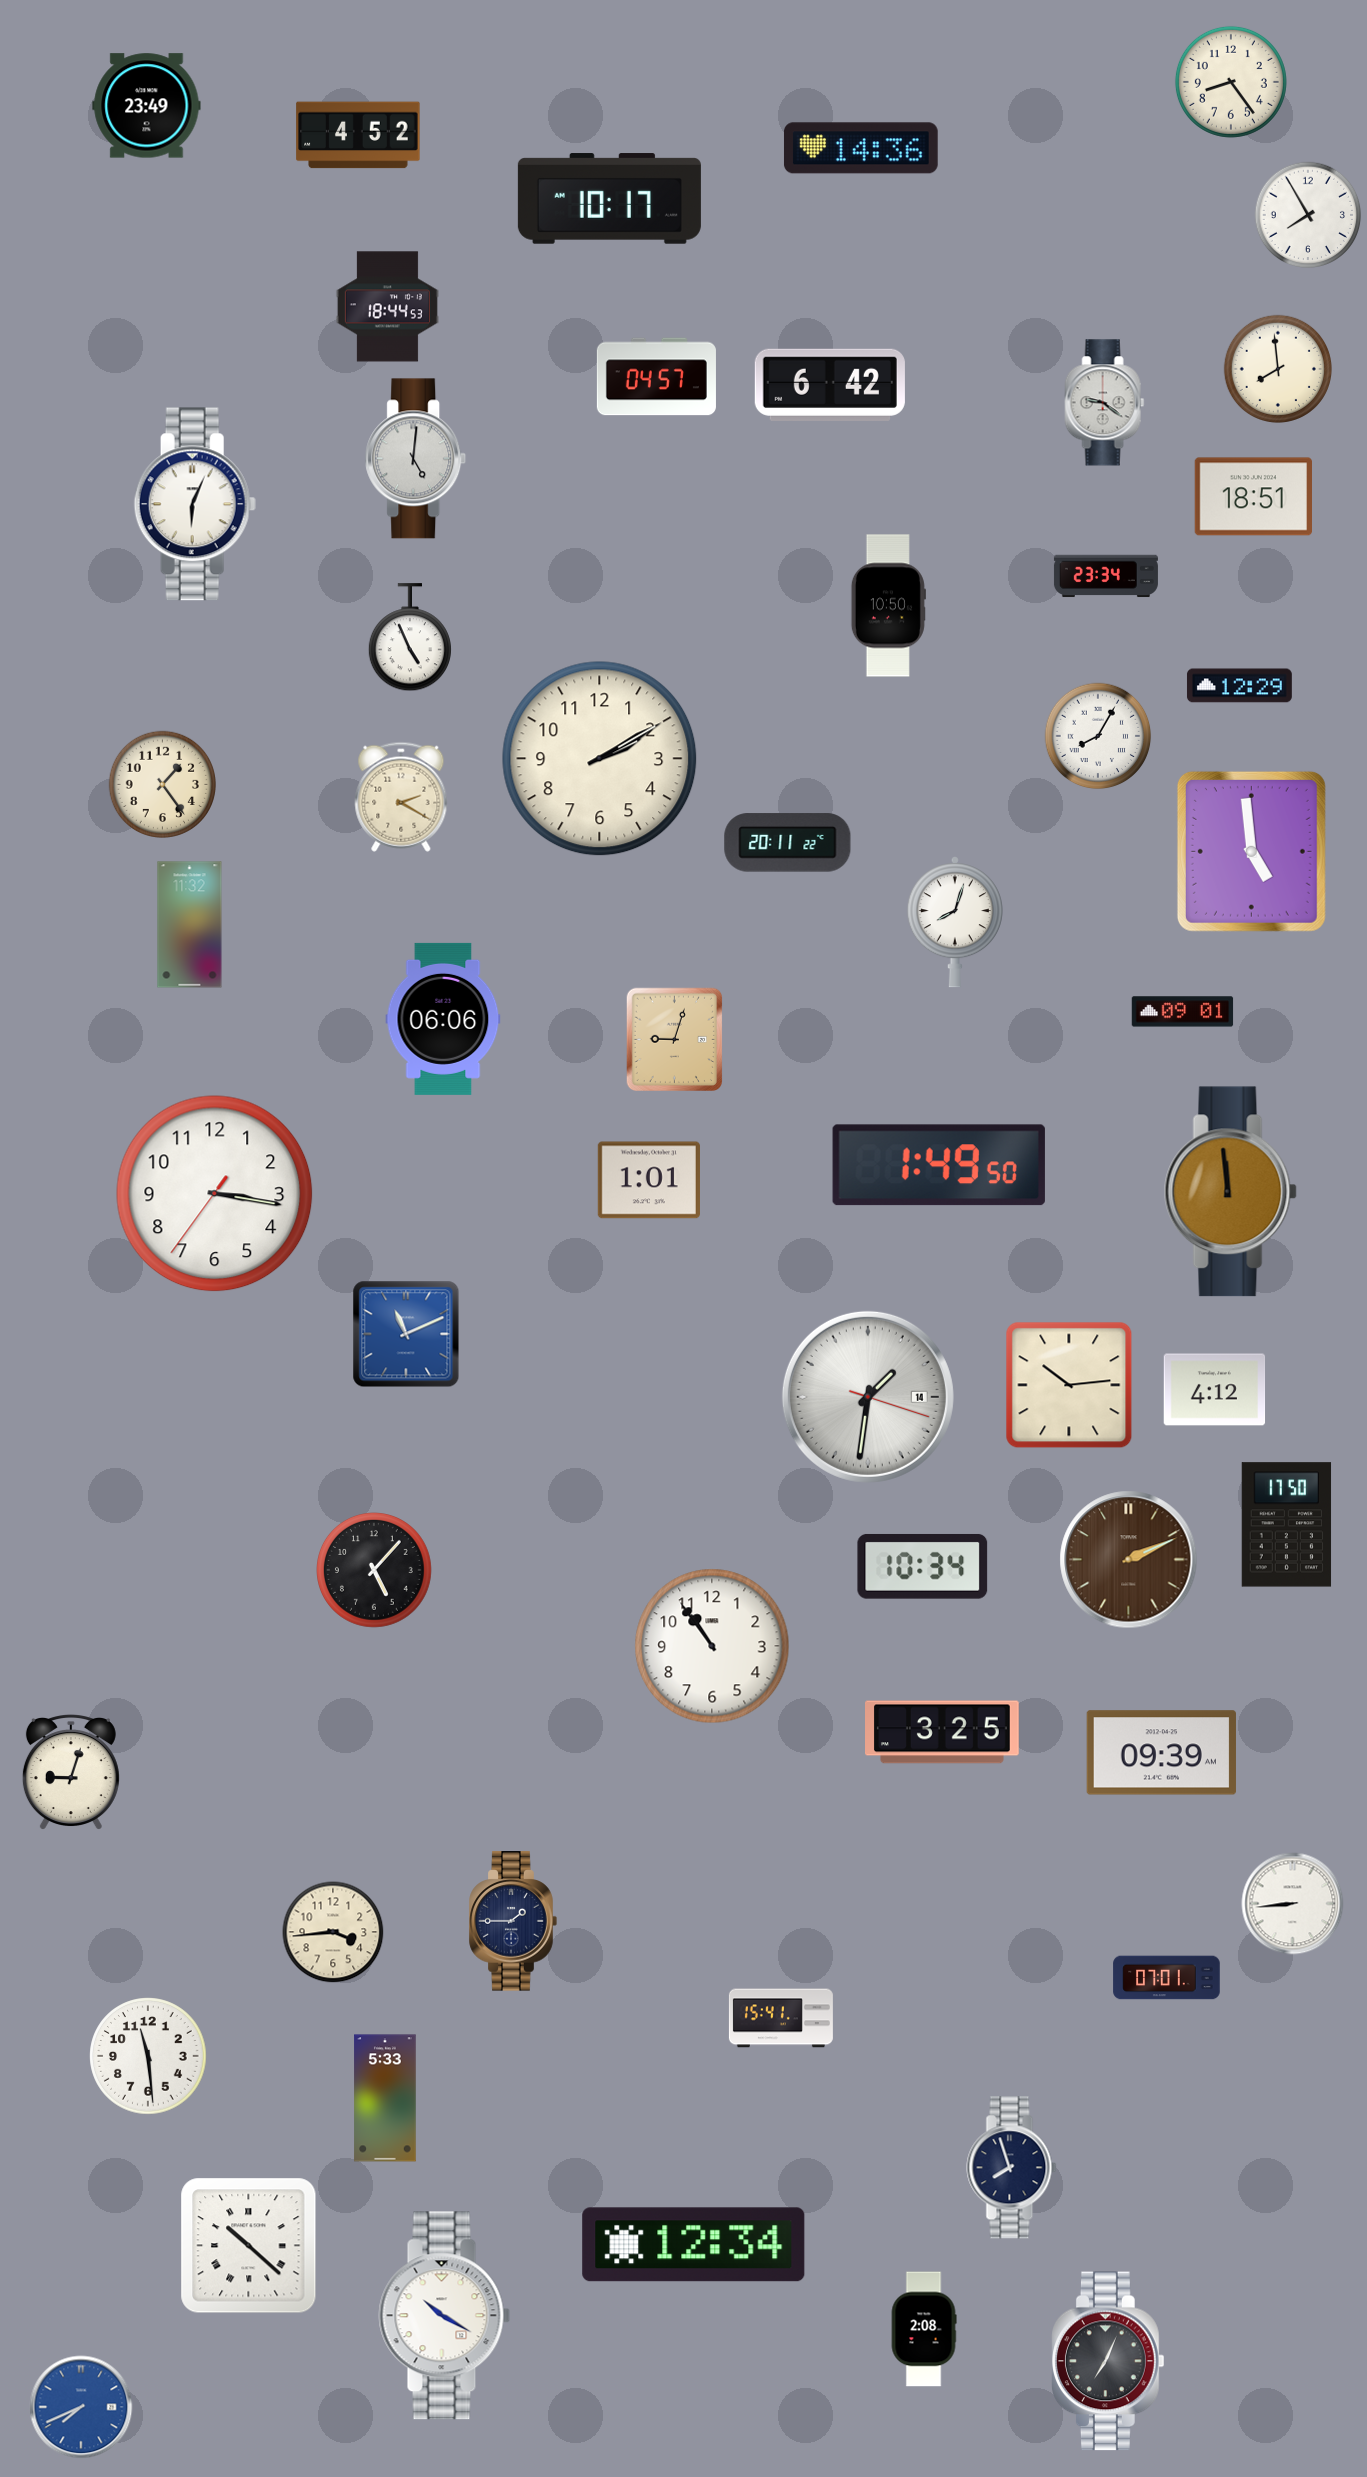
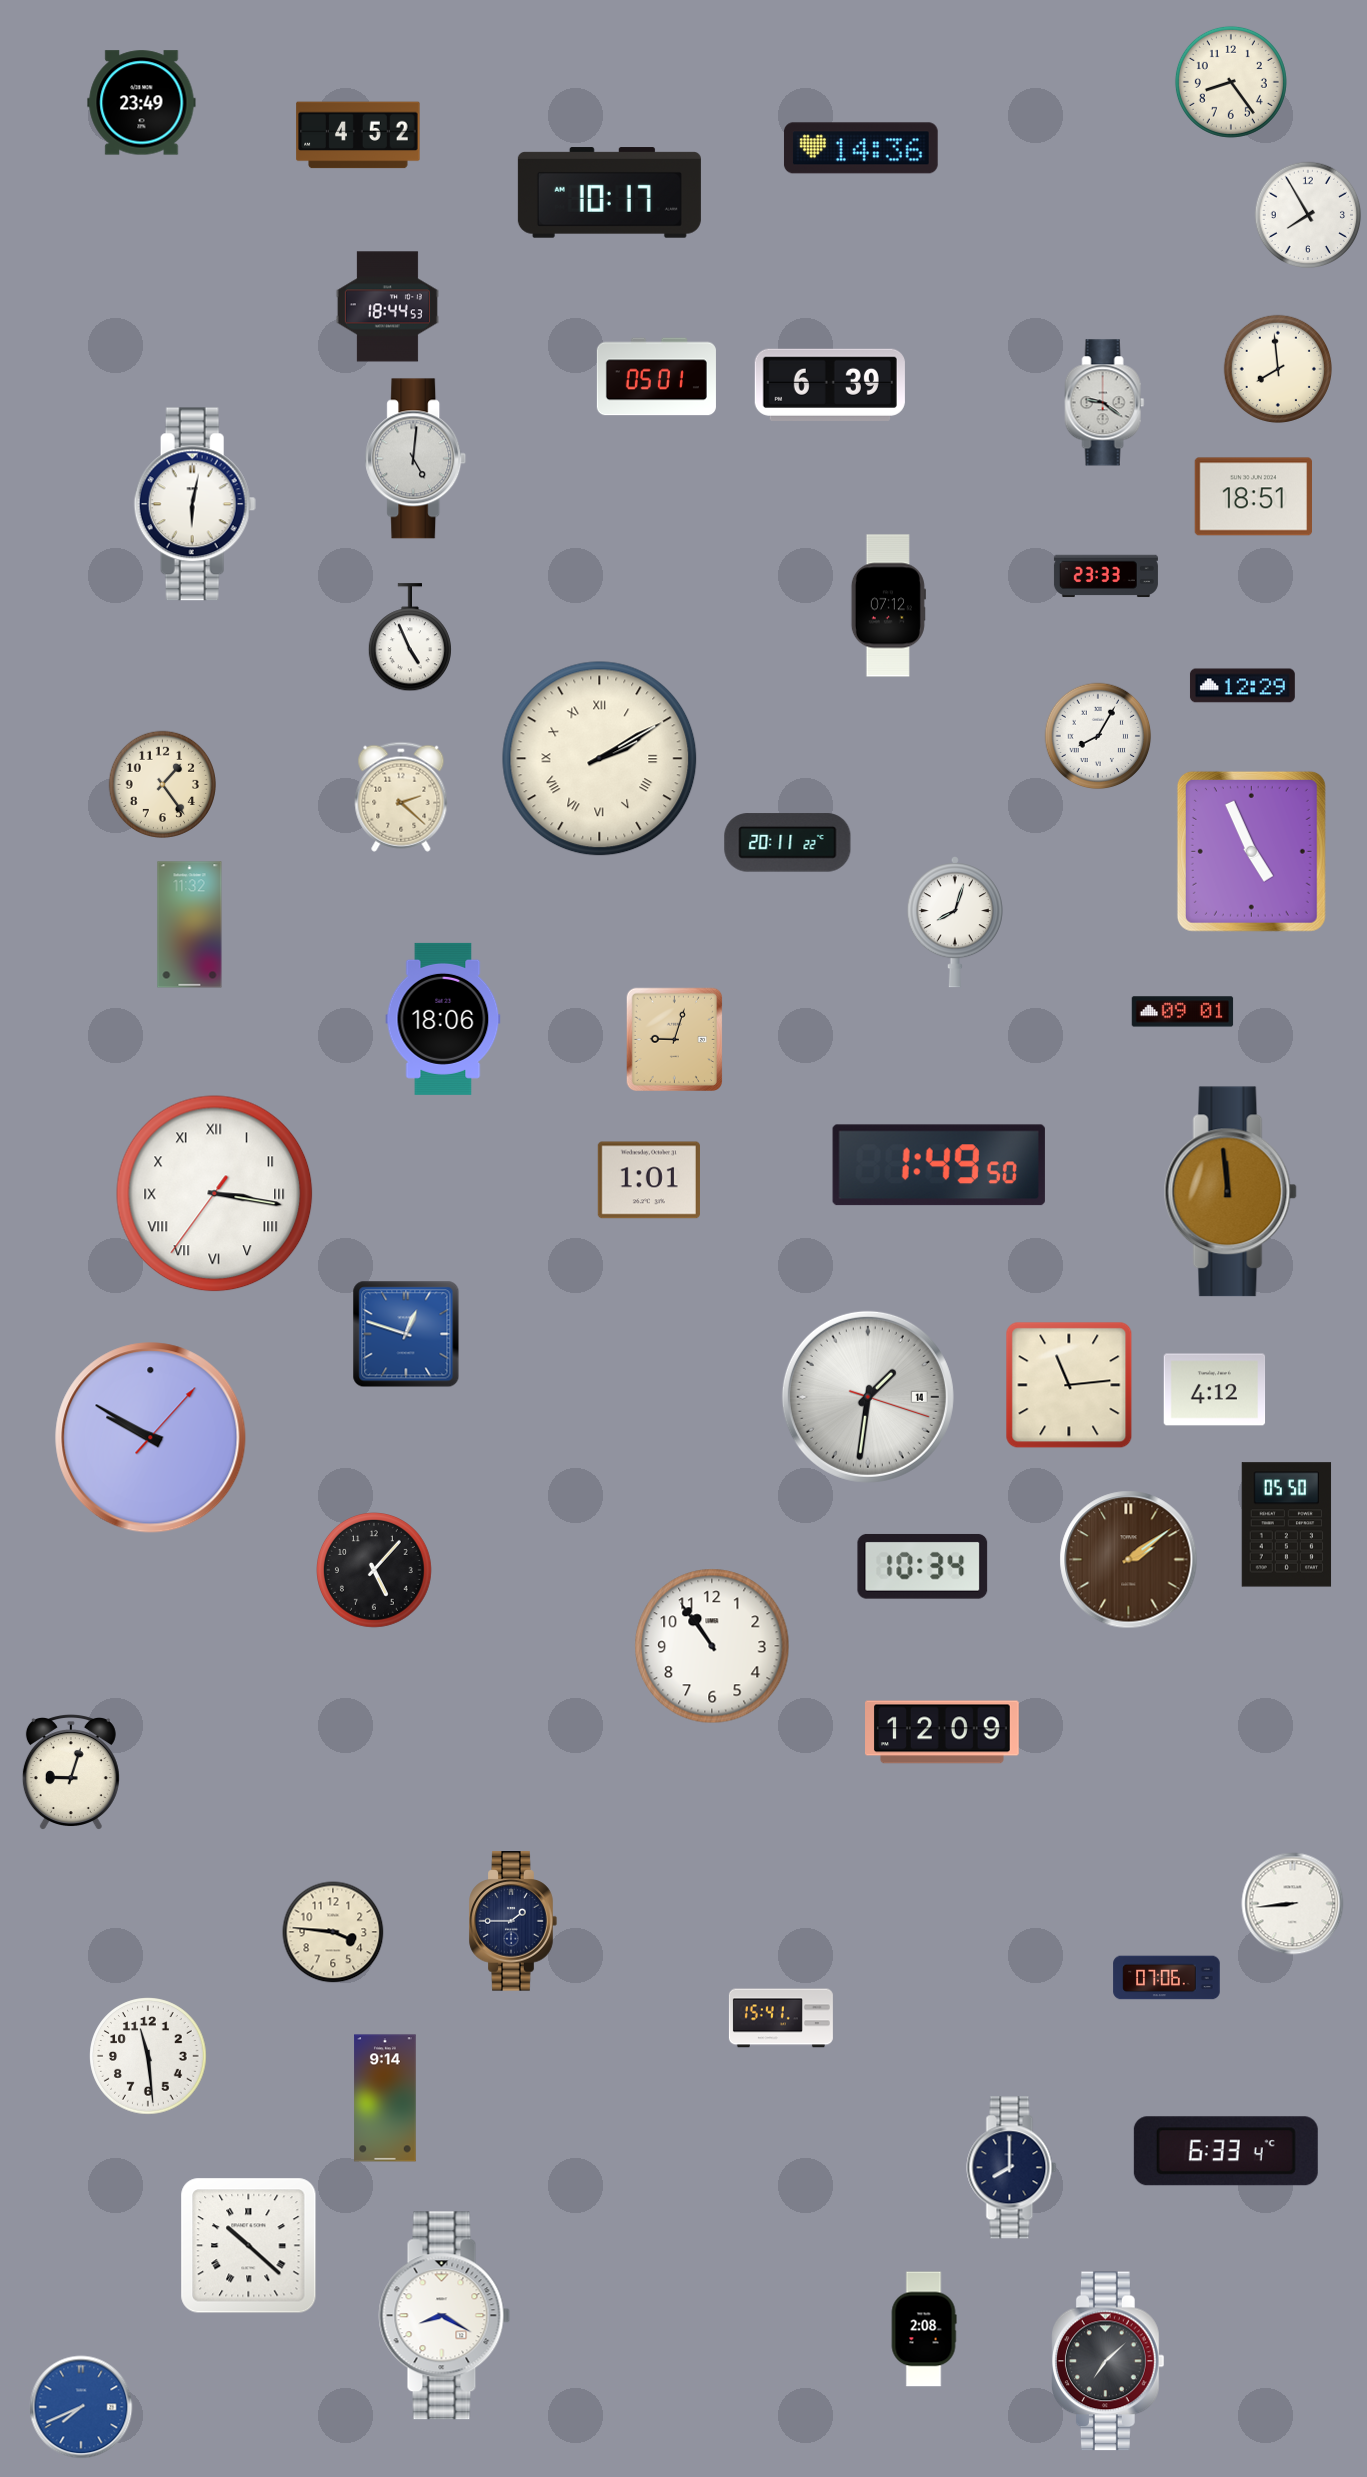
clock at (147, 106) position: (147, 106) -> (142, 103)
clock at (609, 199) position: (609, 199) -> (609, 193)
clock at (656, 377): 04:57 -> 05:01
clock at (830, 385): 6:42 -> 6:39
clock at (195, 504): 6:04 -> 6:02
clock at (1106, 576): 23:34 -> 23:33
clock at (888, 606): 10:50 -> 07:12
clock at (1239, 686) position: (1239, 686) -> (1242, 686)
clock at (600, 759) numerals: Arabic -> Roman
clock at (401, 797): 2:20 -> 2:22
clock at (1251, 851): 4:59 -> 4:56
clock at (443, 1019): 06:06 -> 18:06
clock at (215, 1194) numerals: Arabic -> Roman
clock at (406, 1334): 11:11 -> 12:48
clock at (1069, 1385): 10:14 -> 11:14
clock at (151, 1438): none -> 9:50
clock at (1287, 1525): 17:50 -> 05:50
clock at (1129, 1560): 2:11 -> 2:09
clock at (943, 1732): 3:25 -> 12:09
clock at (1161, 1753): 09:39 -> none
clock at (333, 1932): 3:44 -> 3:46
clock at (1167, 1978): 07:01 -> 07:06
clock at (385, 2098): 5:33 -> 9:14
clock at (1226, 2151): none -> 6:33
clock at (1012, 2168): 7:57 -> 8:00
clock at (694, 2245): 12:34 -> none
clock at (445, 2316): 10:20 -> 8:20
clock at (1109, 2361): 7:04 -> 7:08
